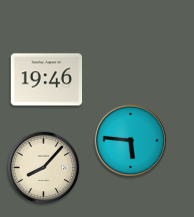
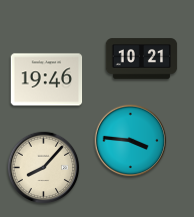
clock at (142, 59): none -> 10:21
clock at (131, 141): 5:46 -> 3:46
